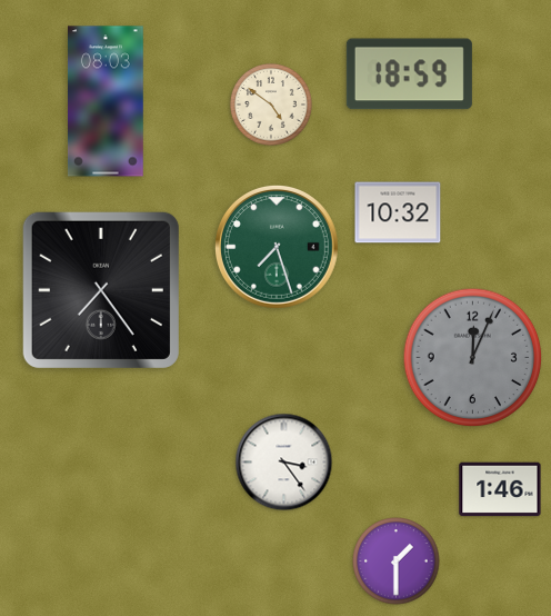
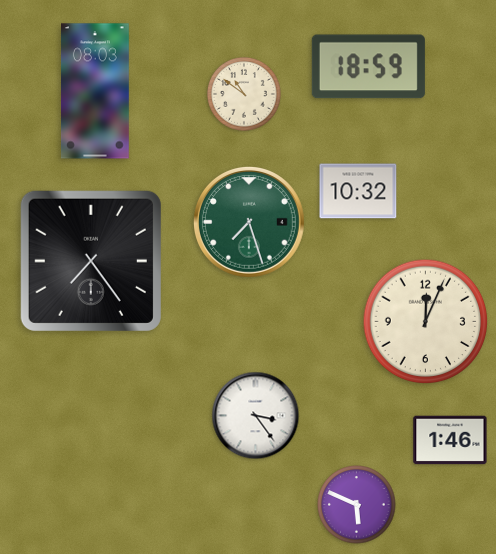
clock at (271, 105): 4:51 -> 10:51
clock at (473, 358) dial: grey -> cream
clock at (397, 562): 1:30 -> 5:49
